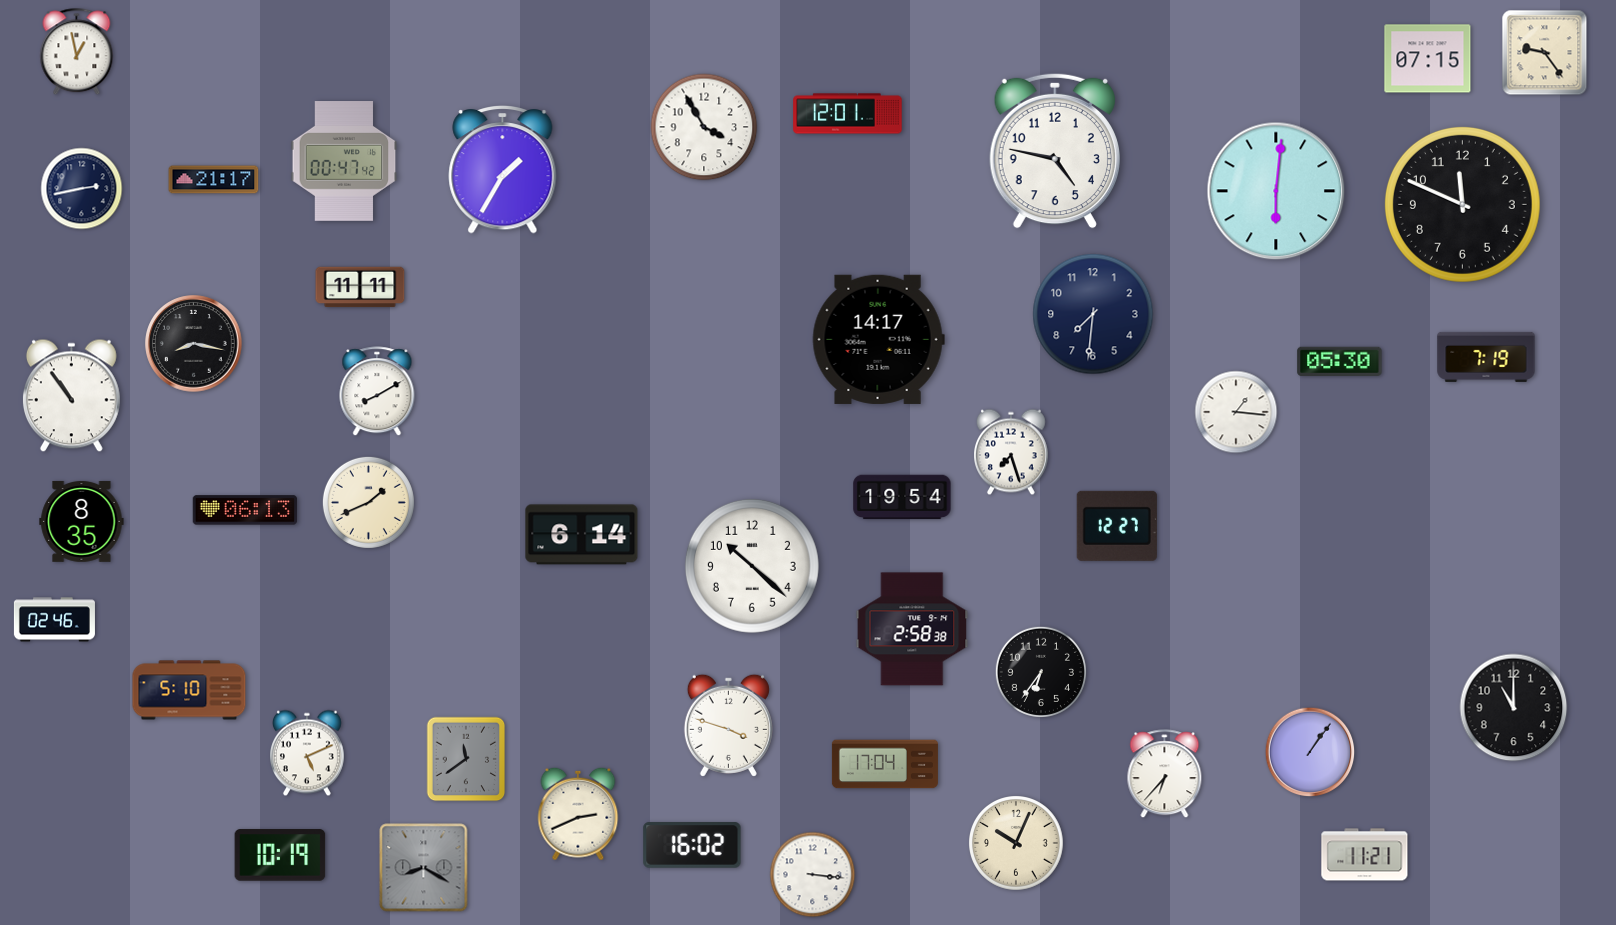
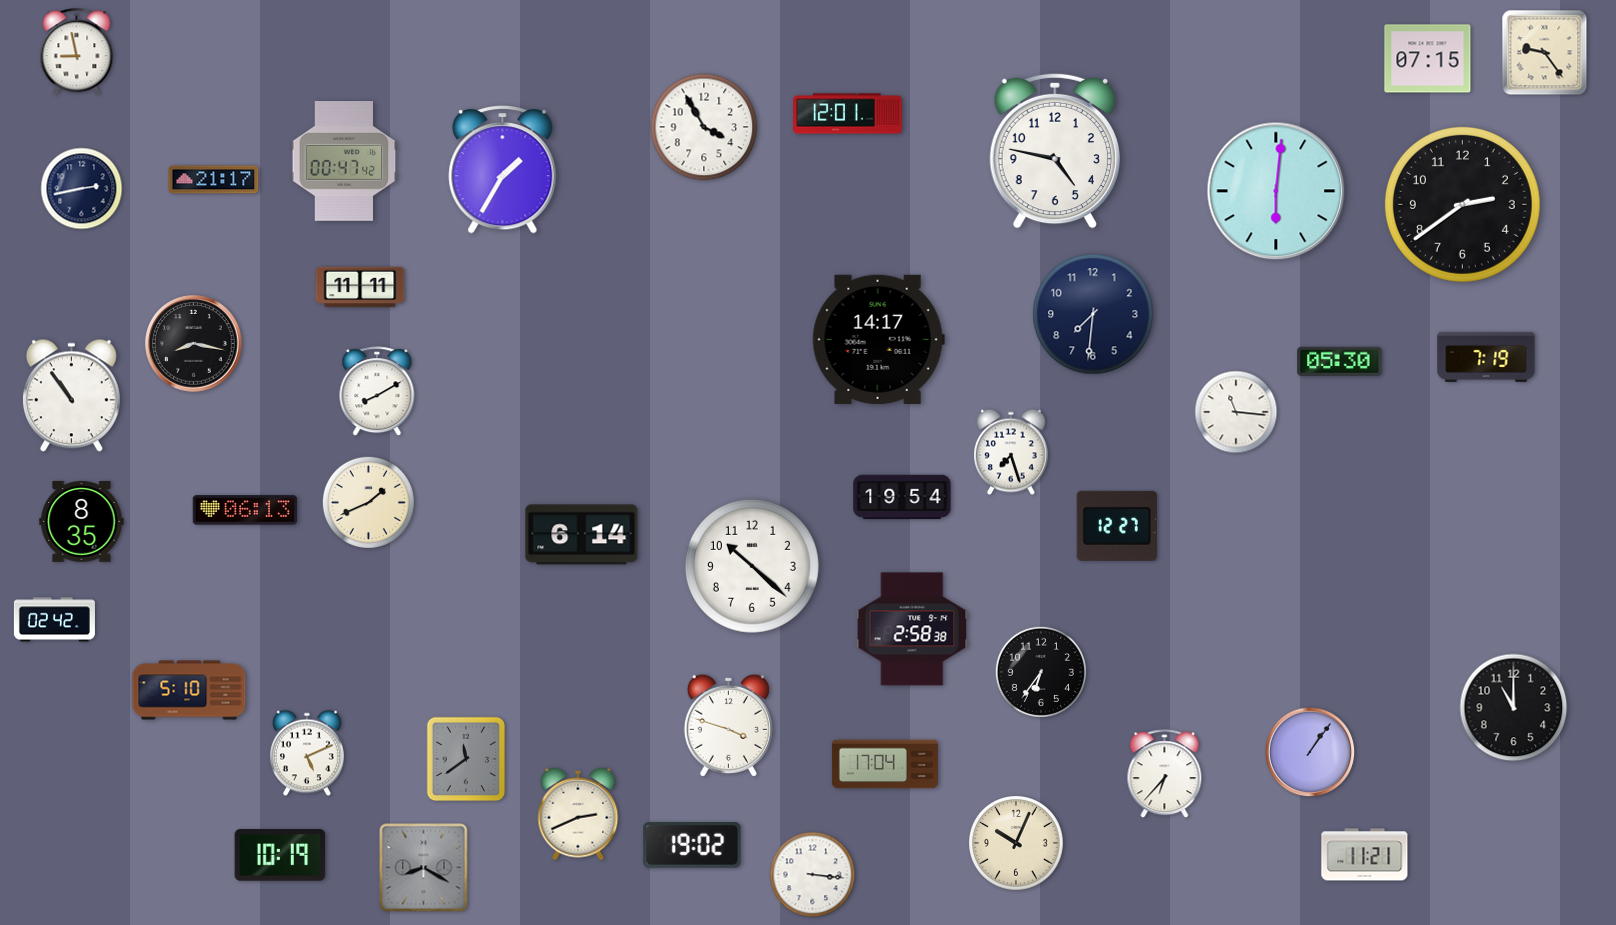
clock at (77, 52): 12:58 -> 8:58
clock at (1462, 204): 11:49 -> 2:39
clock at (1236, 412): 1:16 -> 11:16
clock at (54, 620): 02:46 -> 02:42
clock at (692, 845): 16:02 -> 19:02
